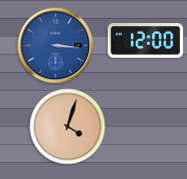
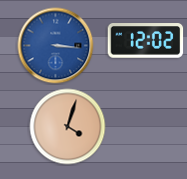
clock at (146, 41): 12:00 -> 12:02
